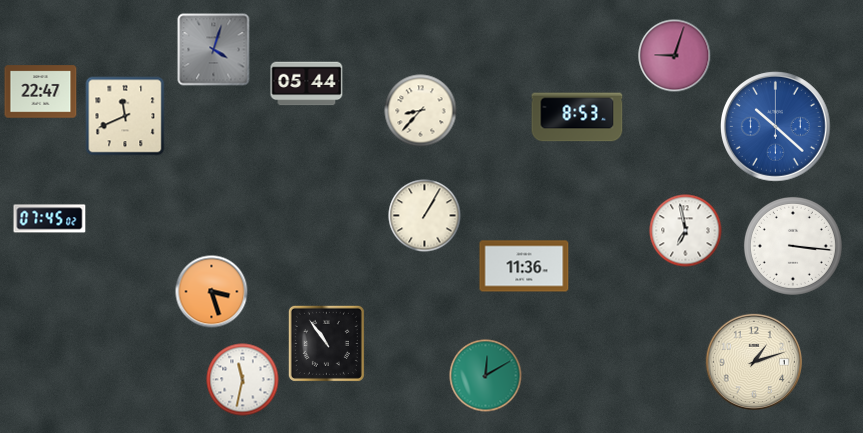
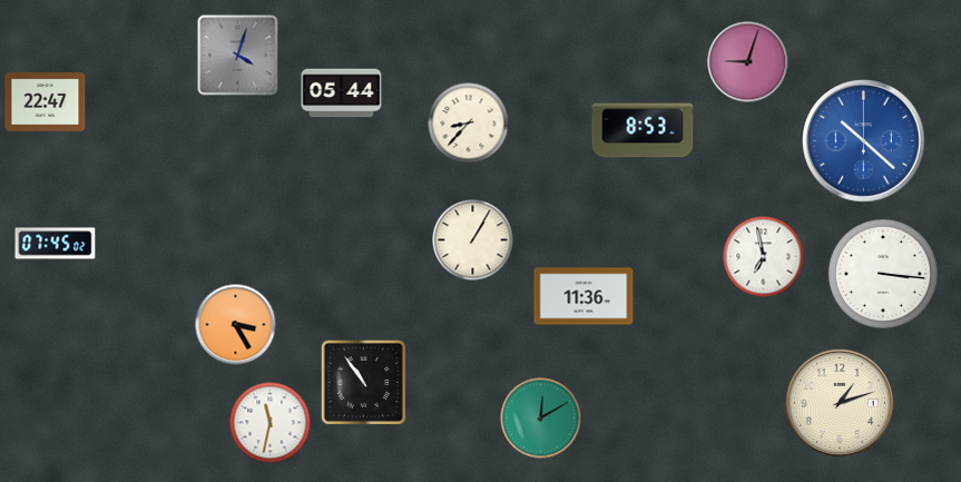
clock at (675, 56) position: (675, 56) -> (748, 62)
clock at (125, 116): 11:41 -> none
clock at (212, 292): 3:27 -> 3:25
